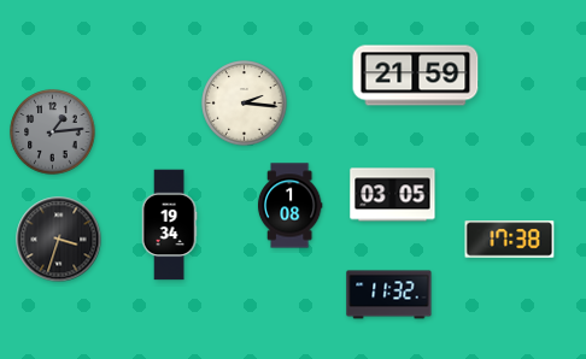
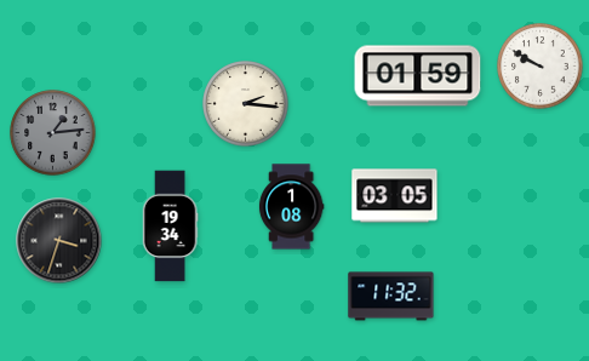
clock at (541, 67): none -> 9:50
clock at (416, 76): 21:59 -> 01:59
clock at (510, 240): 17:38 -> none
